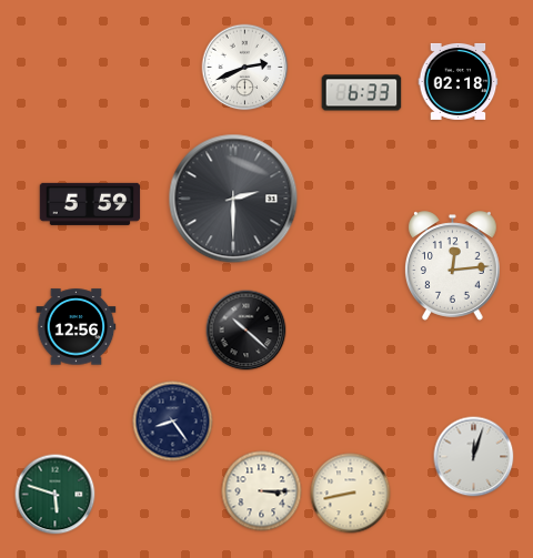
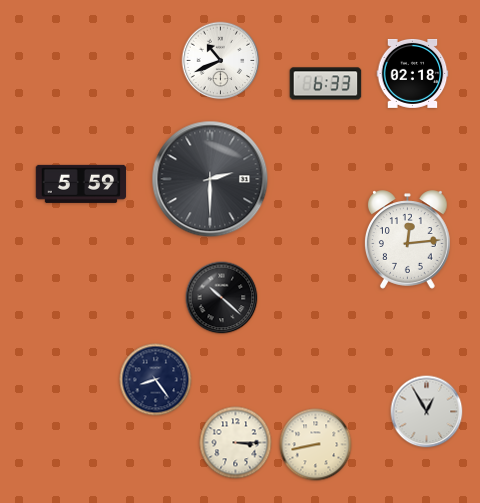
clock at (245, 68): 2:41 -> 10:41
clock at (77, 327): 12:56 -> none
clock at (474, 457): 12:03 -> 12:55
clock at (56, 495): 5:48 -> none
